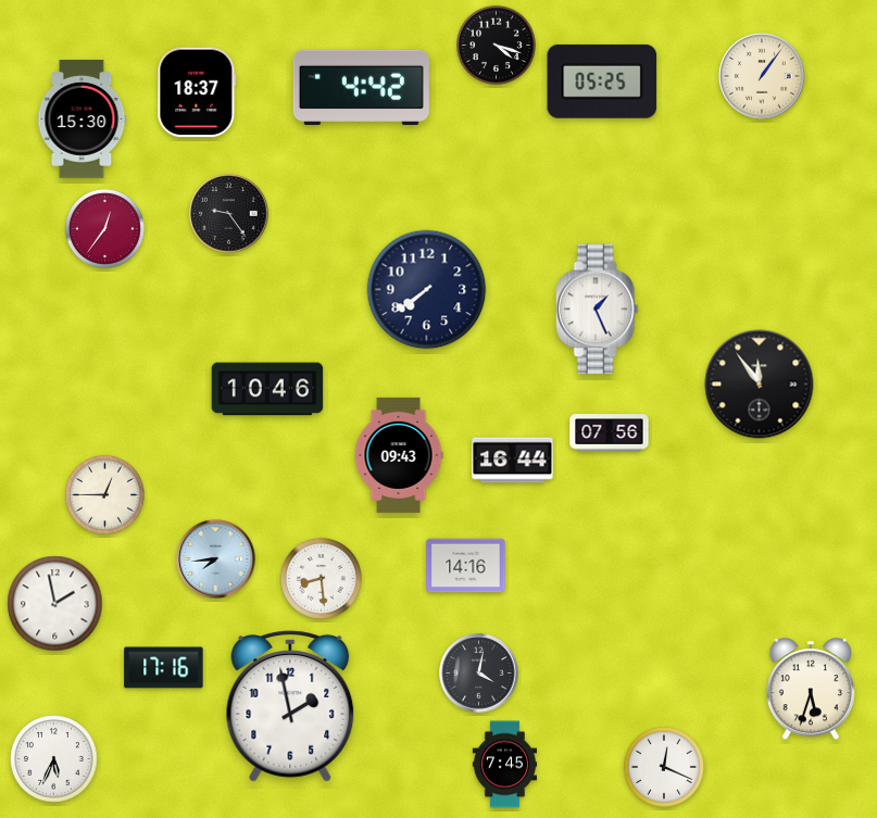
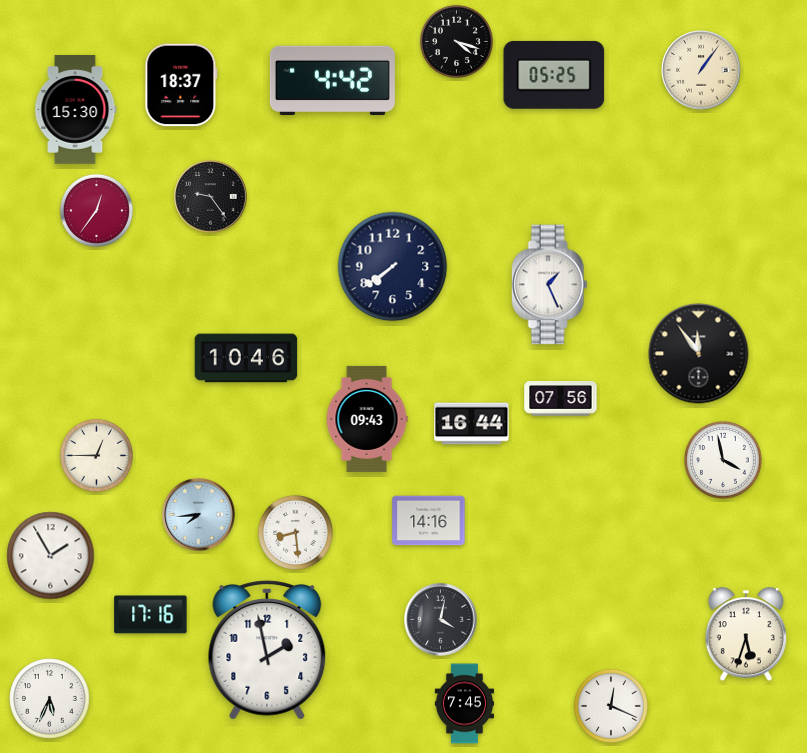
clock at (724, 461): none -> 3:58
clock at (55, 604): 1:58 -> 1:55
